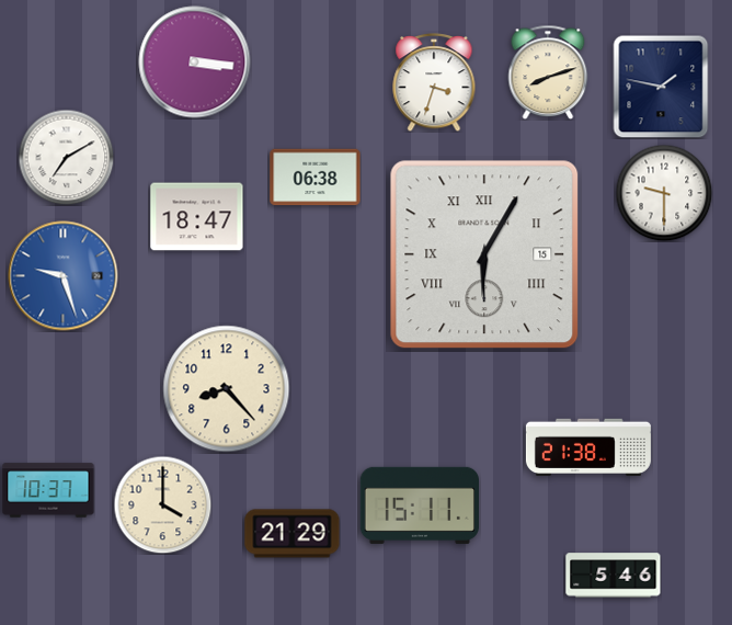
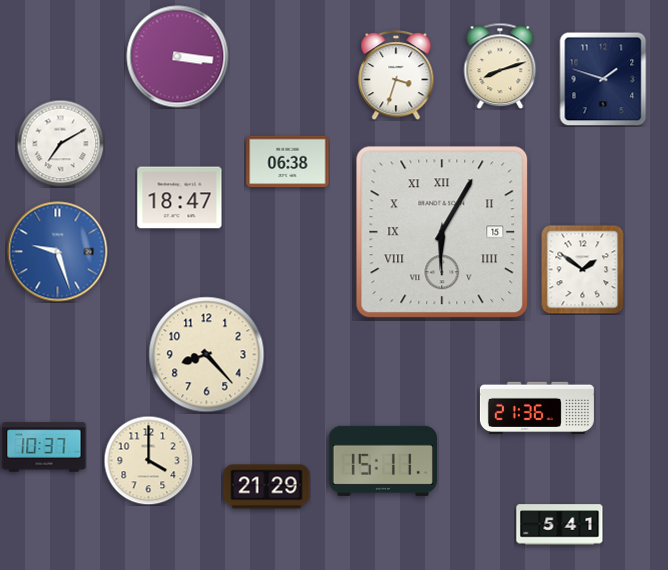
clock at (661, 87): 1:47 -> 1:48
clock at (664, 193): 9:30 -> none
clock at (583, 269): none -> 1:51
clock at (588, 447): 21:38 -> 21:36
clock at (614, 576): 5:46 -> 5:41
